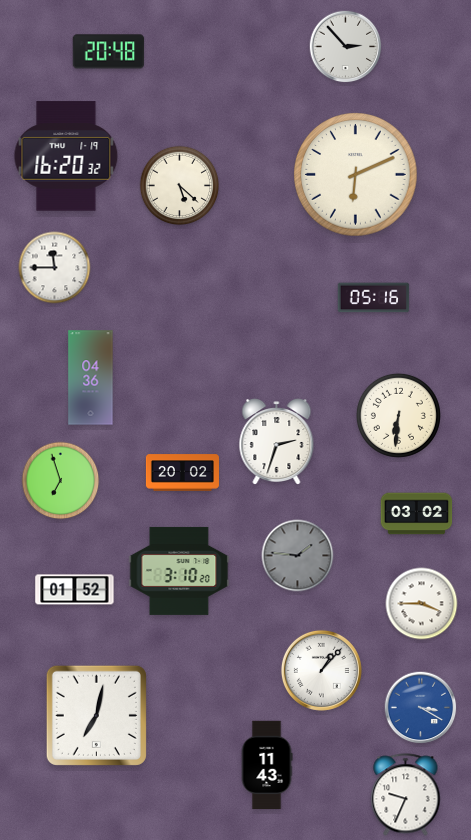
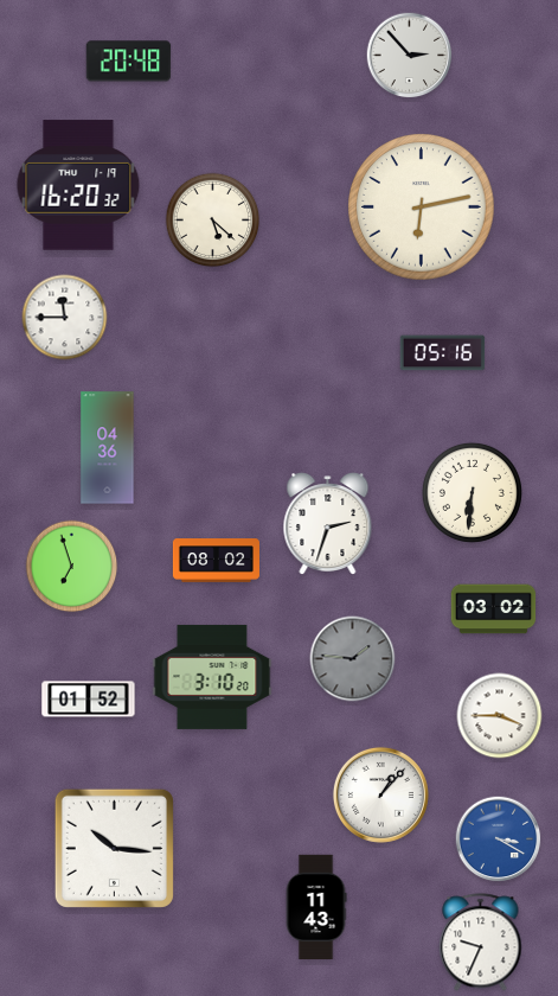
clock at (356, 175): 6:11 -> 6:13
clock at (182, 473): 20:02 -> 08:02
clock at (61, 481) position: (61, 481) -> (72, 567)
clock at (96, 715): 7:02 -> 10:16
